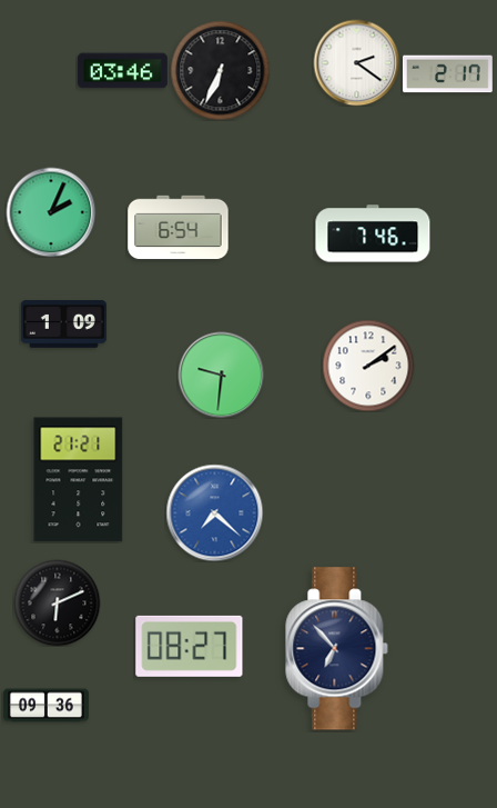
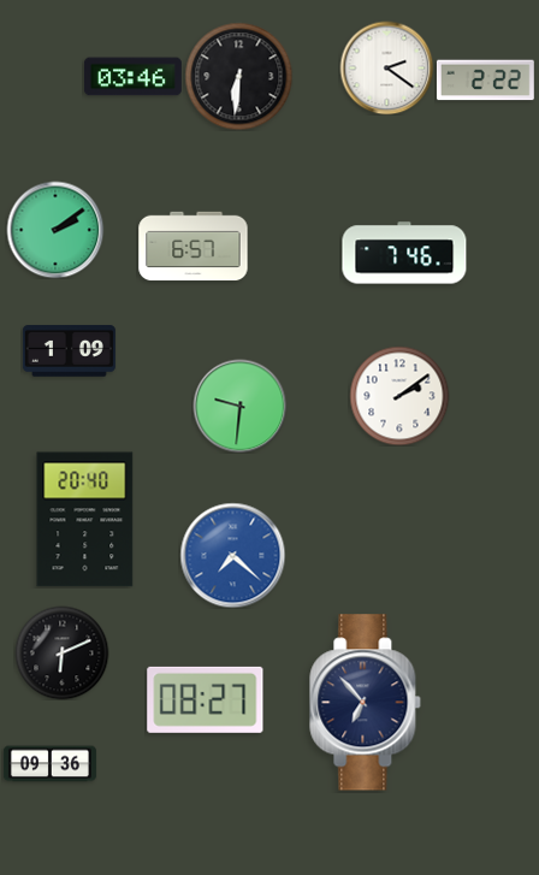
clock at (220, 70): 6:34 -> 6:31
clock at (447, 74): 2:17 -> 2:22
clock at (51, 212): 2:04 -> 2:09
clock at (179, 228): 6:54 -> 6:57
clock at (79, 480): 21:21 -> 20:40
